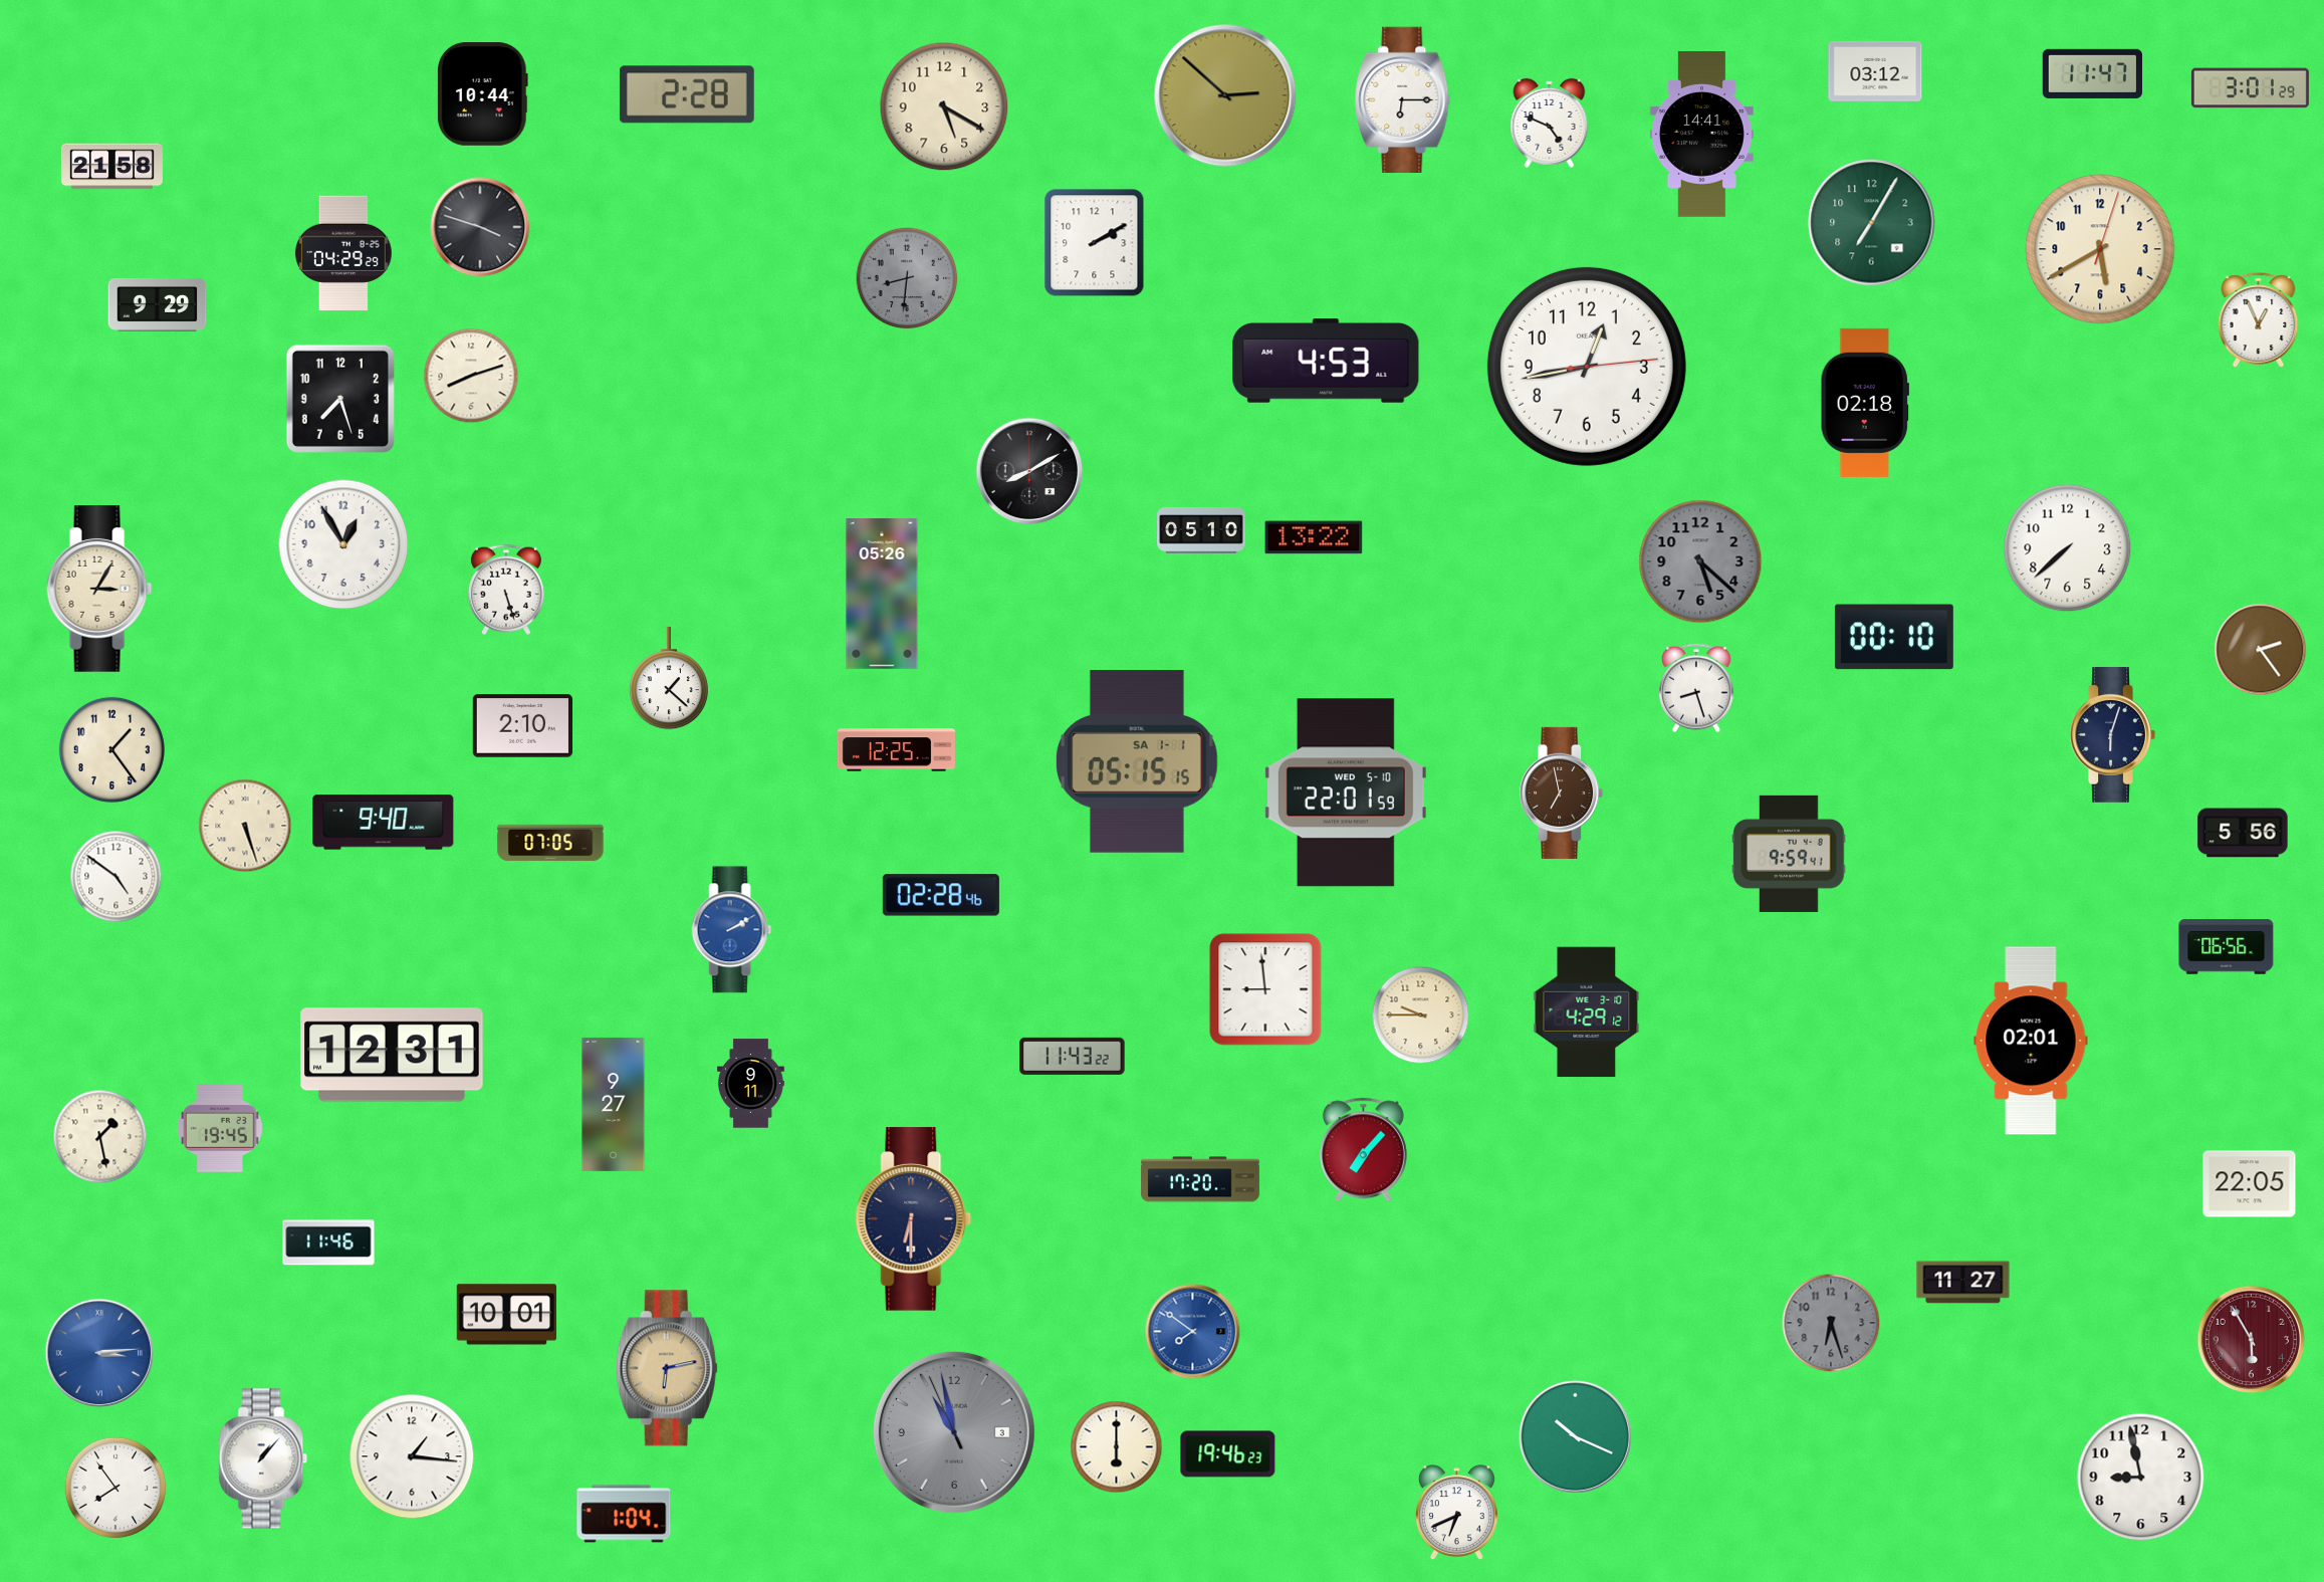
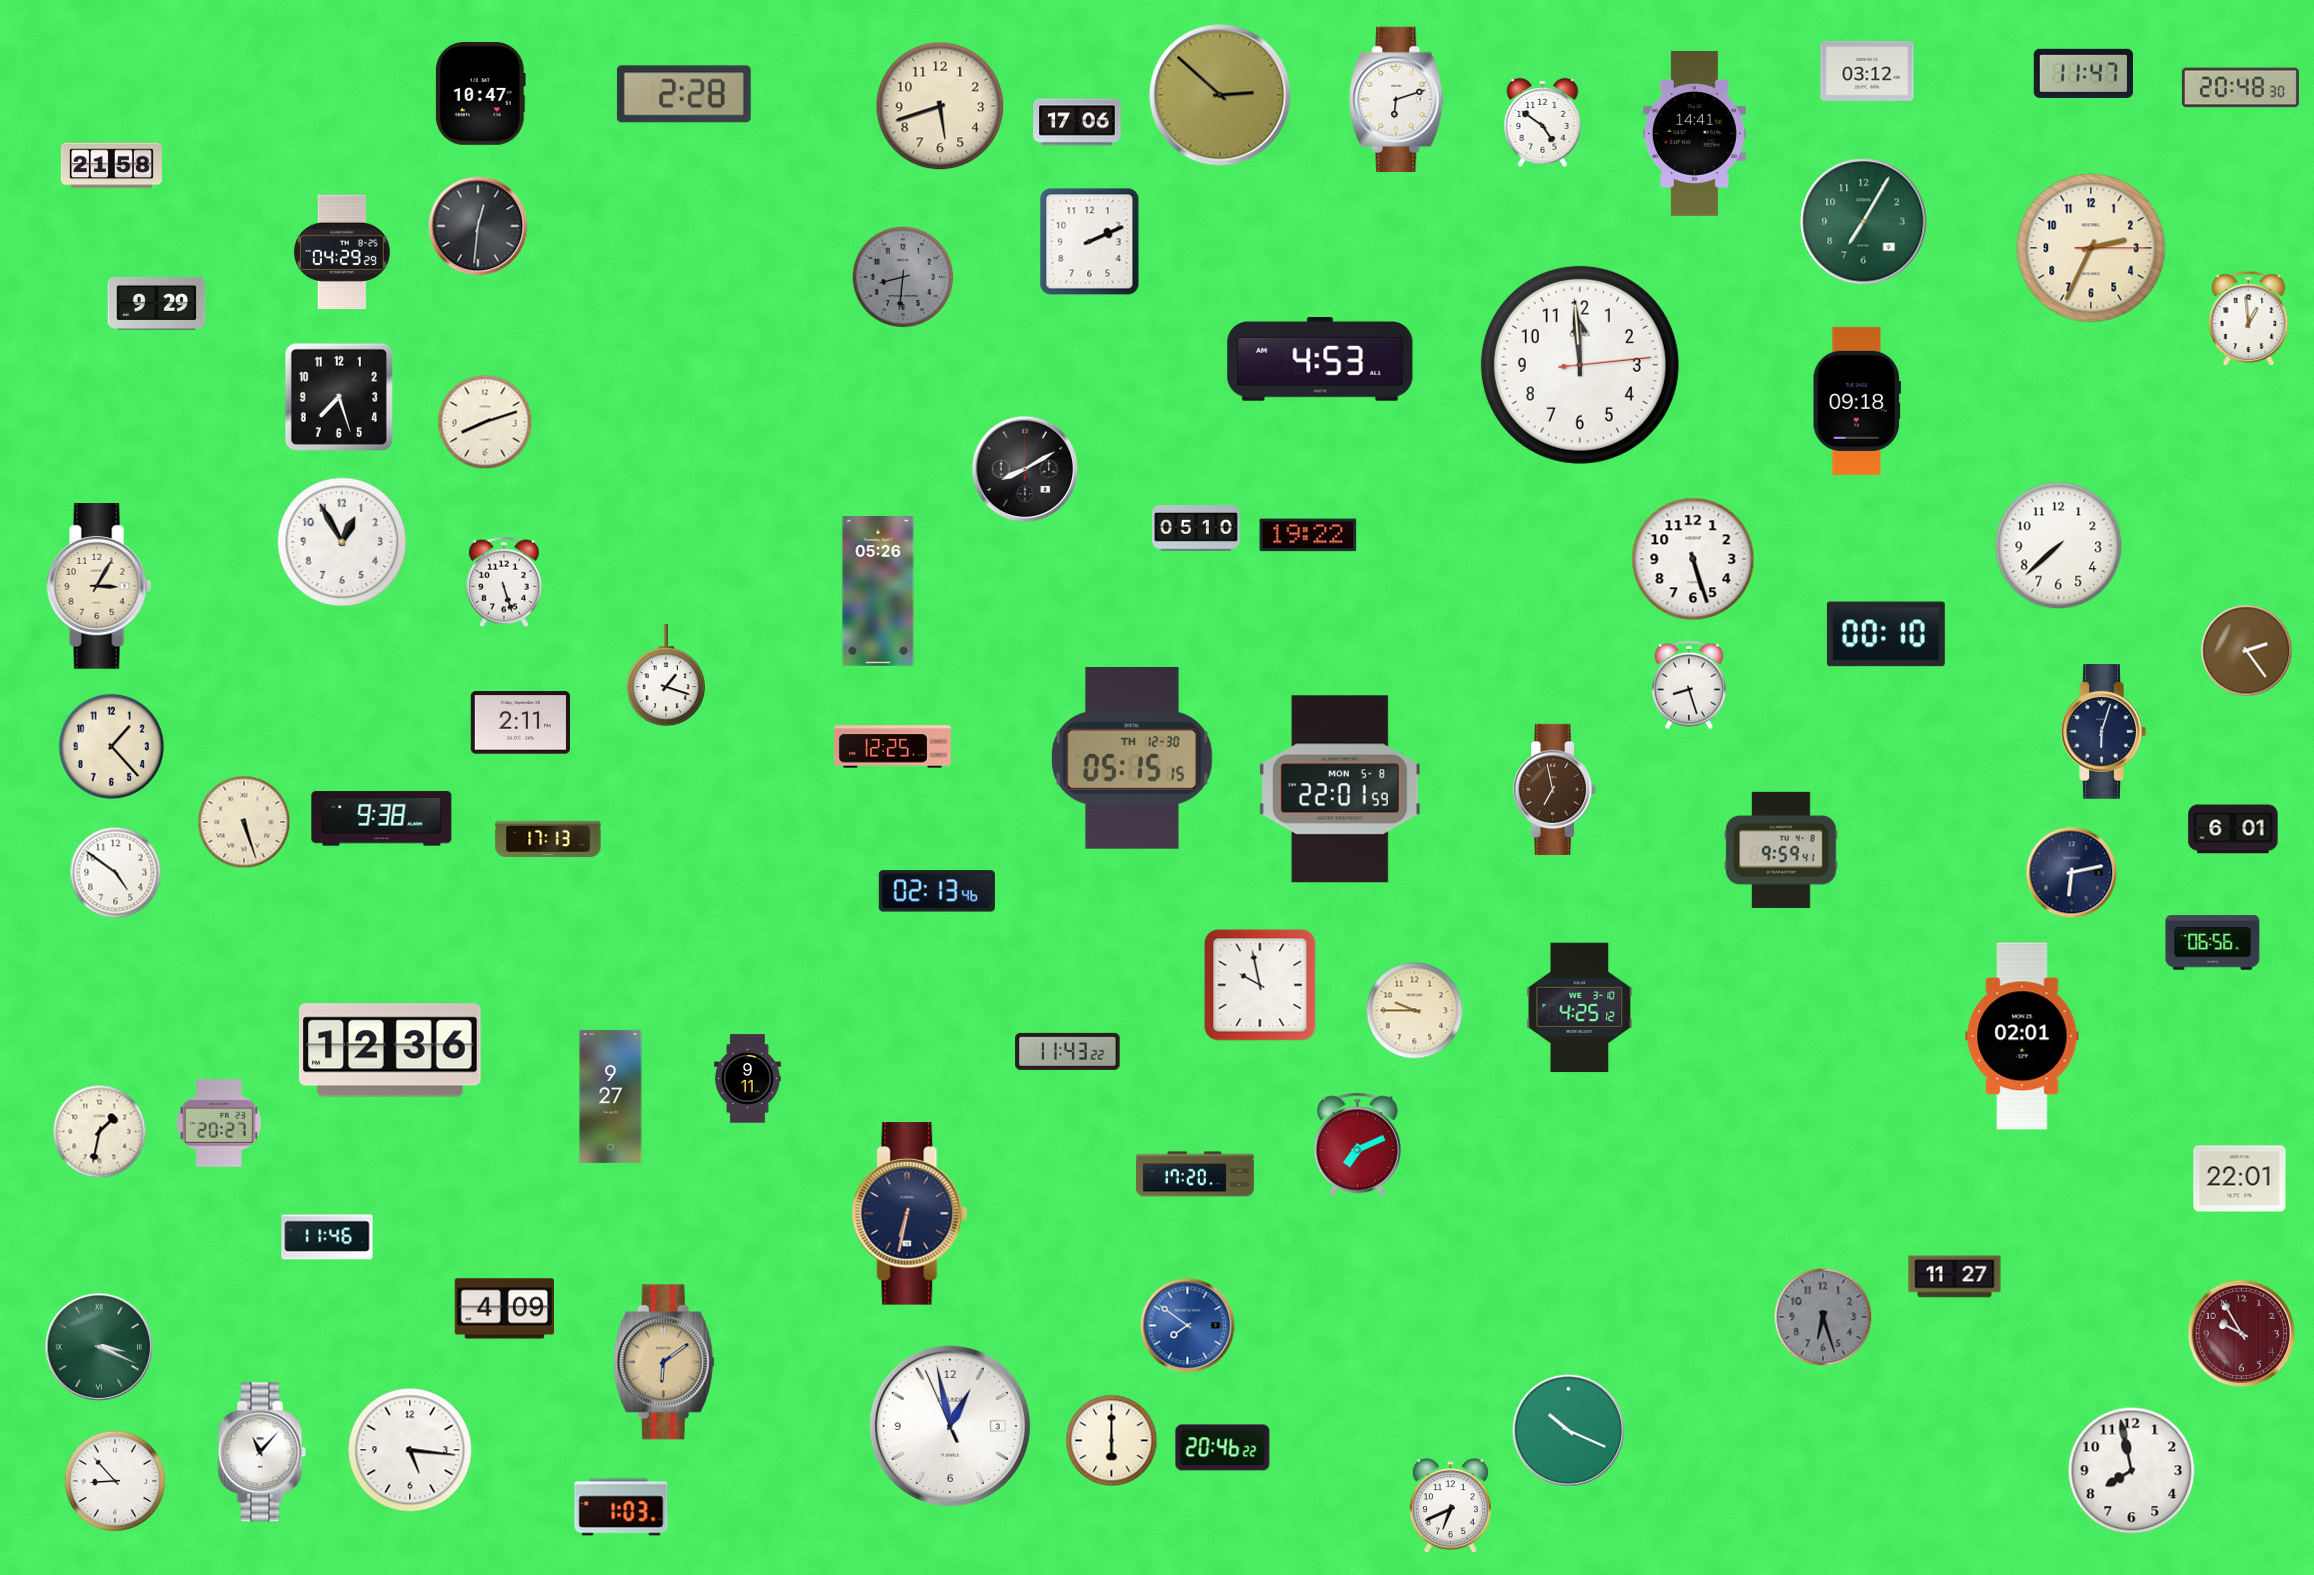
clock at (2250, 88): 3:01 -> 20:48
clock at (482, 94): 10:44 -> 10:47
clock at (1403, 100): 6:15 -> 6:12
clock at (944, 106): 5:20 -> 5:42
clock at (1077, 122): none -> 17:06
clock at (1550, 123): 4:49 -> 4:51
clock at (480, 227): 3:48 -> 12:31
clock at (1095, 243): 2:10 -> 2:11
clock at (2100, 249): 5:40 -> 2:34
clock at (2259, 320): 12:56 -> 12:59
clock at (1587, 367): 12:43 -> 11:59
clock at (471, 376) position: (471, 376) -> (485, 422)
clock at (1865, 403): 02:18 -> 09:18
clock at (1314, 537): 13:22 -> 19:22
clock at (1700, 561): 5:22 -> 5:27
clock at (1700, 561) dial: grey -> white
clock at (506, 590) position: (506, 590) -> (504, 582)
clock at (2261, 650) position: (2261, 650) -> (2247, 651)
clock at (669, 678): 1:22 -> 1:18
clock at (522, 726): 2:10 -> 2:11
clock at (111, 749): 1:24 -> 1:23
clock at (1137, 762) date: SA 1-1 -> TH 12-30
clock at (1346, 793) date: WED 5-10 -> MON 5-8
clock at (384, 823): 9:40 -> 9:38
clock at (2243, 833): 5:56 -> 6:01
clock at (550, 843): 07:05 -> 17:13
clock at (2072, 873): none -> 6:13
clock at (941, 895): 02:28 -> 02:13
clock at (732, 930): 2:10 -> none
clock at (2227, 947) position: (2227, 947) -> (2213, 943)
clock at (1265, 989): 8:59 -> 9:58
clock at (1587, 1012): 4:29 -> 4:25
clock at (392, 1055): 12:31 -> 12:36
clock at (614, 1104) position: (614, 1104) -> (611, 1096)
clock at (220, 1128): 19:45 -> 20:27
clock at (100, 1137): 1:28 -> 1:32
clock at (1363, 1150): 7:07 -> 7:11
clock at (2250, 1184): 22:05 -> 22:01
clock at (914, 1219): 6:30 -> 6:32
clock at (506, 1315): 10:01 -> 4:09
clock at (2252, 1340): 5:55 -> 9:55
clock at (99, 1353): 3:14 -> 3:19
clock at (99, 1353) dial: blue -> green
clock at (667, 1368): 6:13 -> 6:09
clock at (954, 1432): 10:57 -> 12:57
clock at (954, 1432) dial: grey -> white
clock at (1228, 1454): 19:46 -> 20:46
clock at (412, 1456): 1:16 -> 5:16
clock at (263, 1458): 1:07 -> 11:07
clock at (2141, 1478): 8:58 -> 7:58
clock at (115, 1488): 7:54 -> 8:53
clock at (624, 1514): 1:04 -> 1:03
